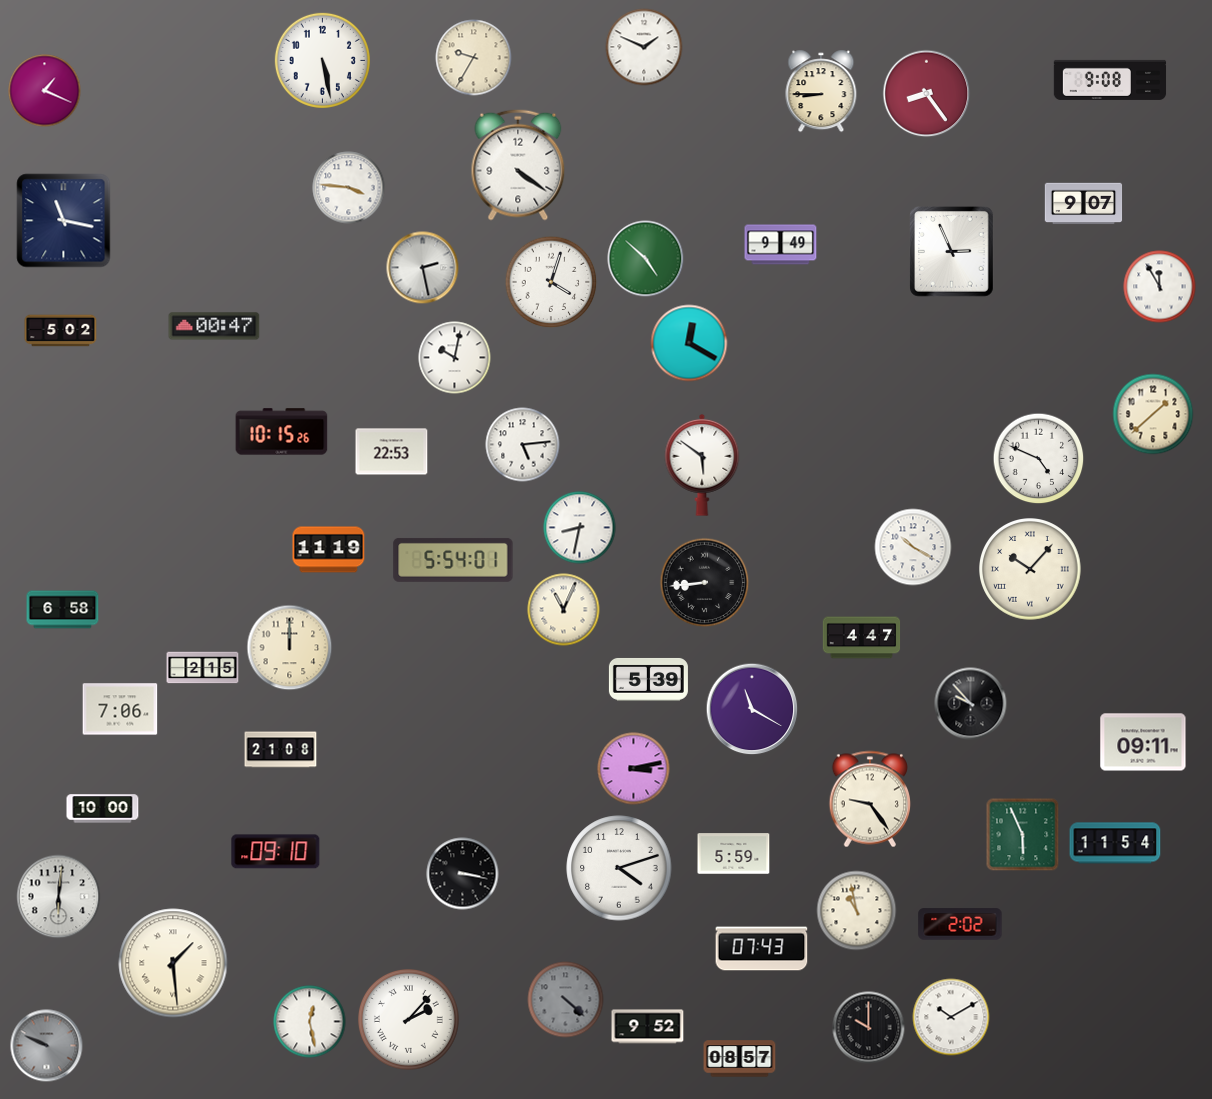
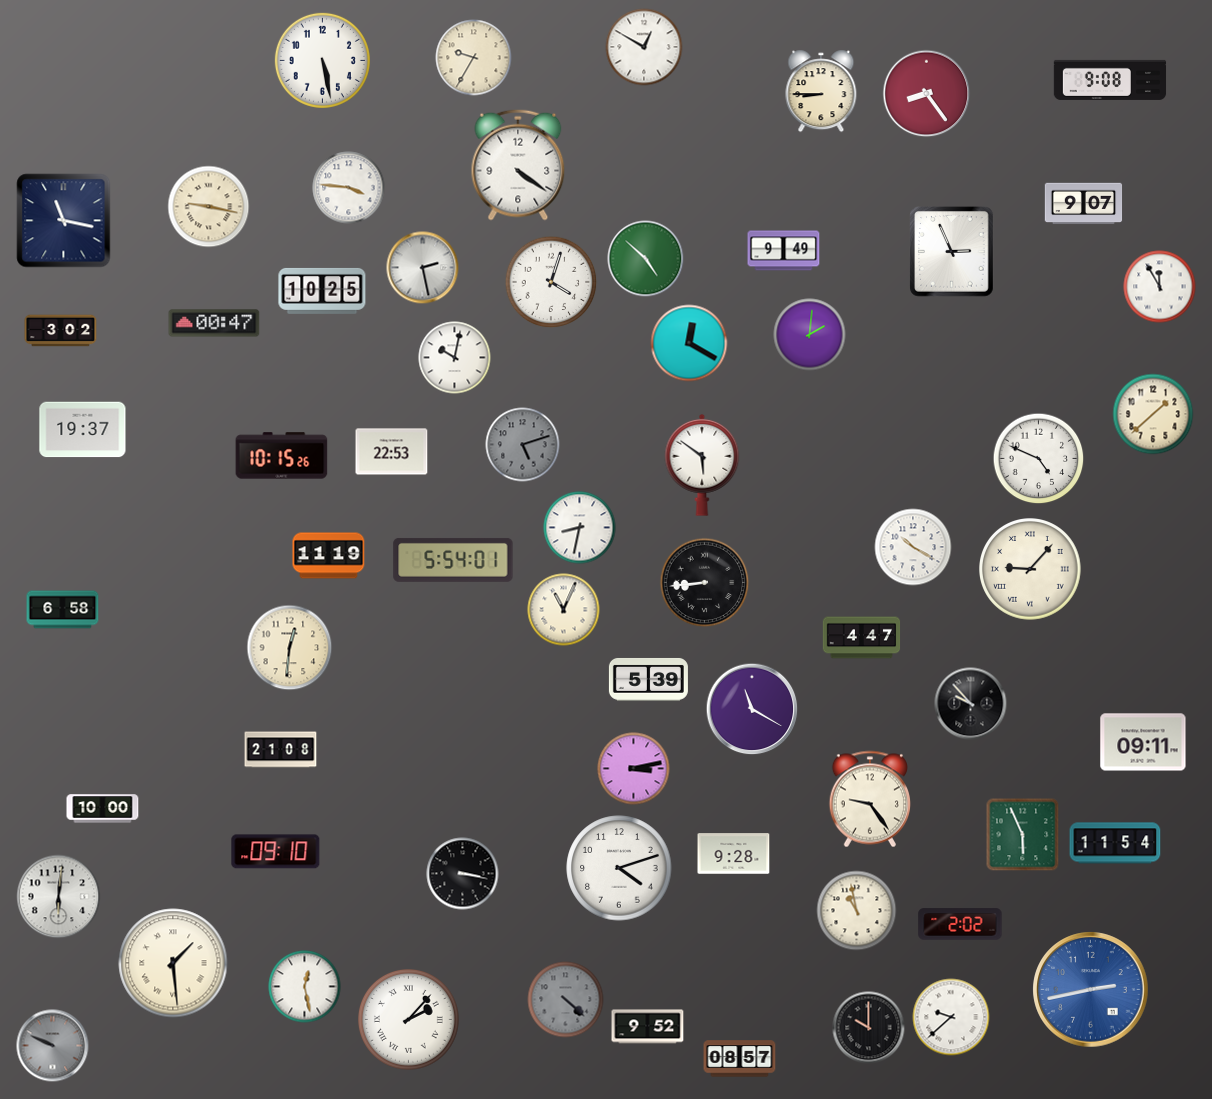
clock at (644, 47): 1:49 -> 12:50
clock at (45, 91): 1:19 -> none
clock at (209, 207): none -> 9:17
clock at (781, 245) position: (781, 245) -> (784, 251)
clock at (322, 291): none -> 10:25
clock at (214, 326) position: (214, 326) -> (214, 323)
clock at (61, 331): 5:02 -> 3:02
clock at (810, 335): none -> 2:01
clock at (83, 430): none -> 19:37
clock at (282, 432) position: (282, 432) -> (282, 456)
clock at (523, 445): 5:14 -> 5:12
clock at (523, 445) dial: white -> grey
clock at (329, 550) position: (329, 550) -> (329, 556)
clock at (1031, 570): 10:07 -> 9:07
clock at (290, 648): 12:00 -> 12:31
clock at (203, 668): 2:15 -> none
clock at (120, 709): 7:06 -> none
clock at (734, 854): 5:59 -> 9:28
clock at (762, 949): 07:43 -> none
clock at (1091, 990): none -> 2:43
clock at (951, 1017): 10:10 -> 9:38
clock at (310, 1022) position: (310, 1022) -> (305, 987)
clock at (47, 1046) position: (47, 1046) -> (53, 1046)
